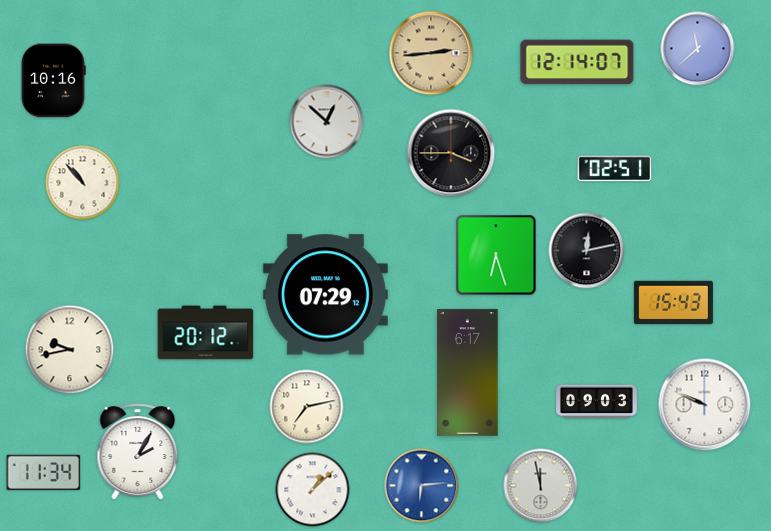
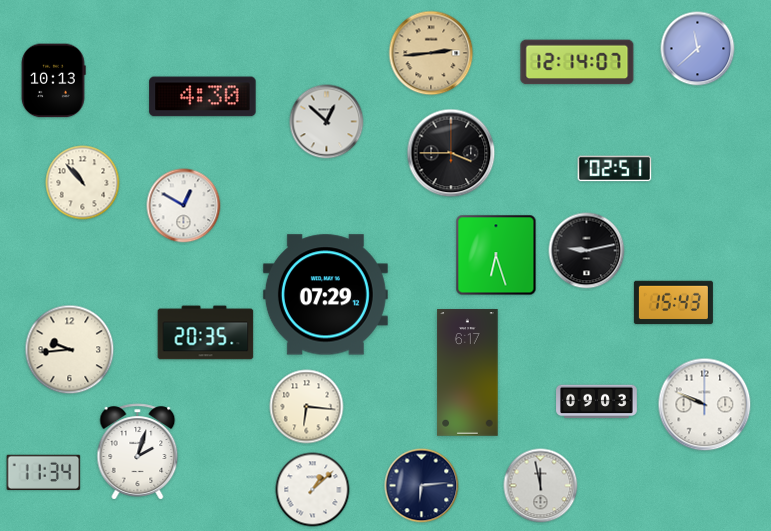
clock at (53, 81): 10:16 -> 10:13
clock at (203, 97): none -> 4:30
clock at (184, 206): none -> 12:50
clock at (587, 251): 12:13 -> 9:13
clock at (206, 333): 20:12 -> 20:35
clock at (70, 350): 9:43 -> 9:44
clock at (307, 407): 7:13 -> 6:16
clock at (138, 452): 2:05 -> 2:03
clock at (422, 486) dial: blue -> navy
